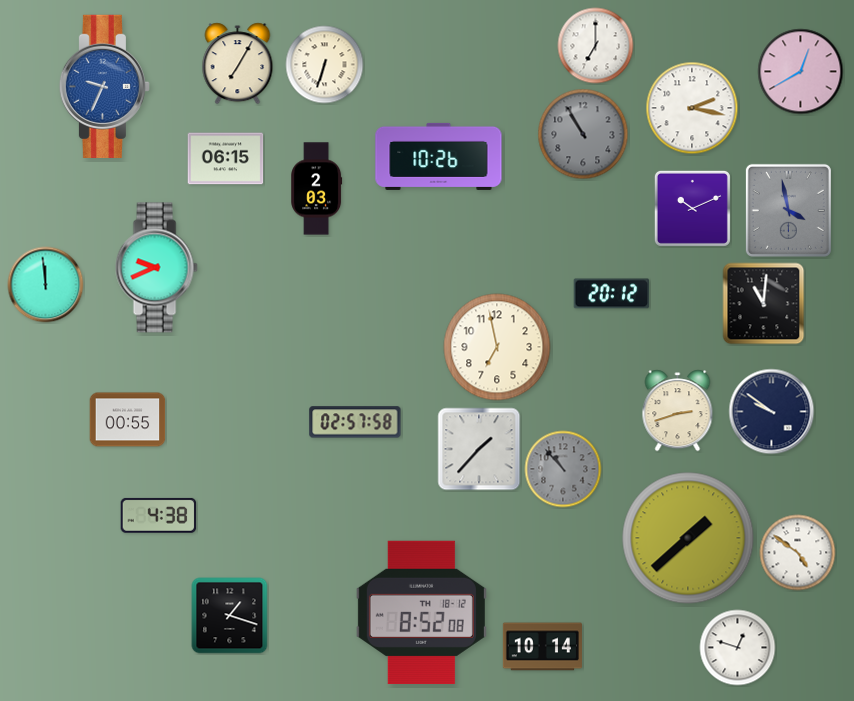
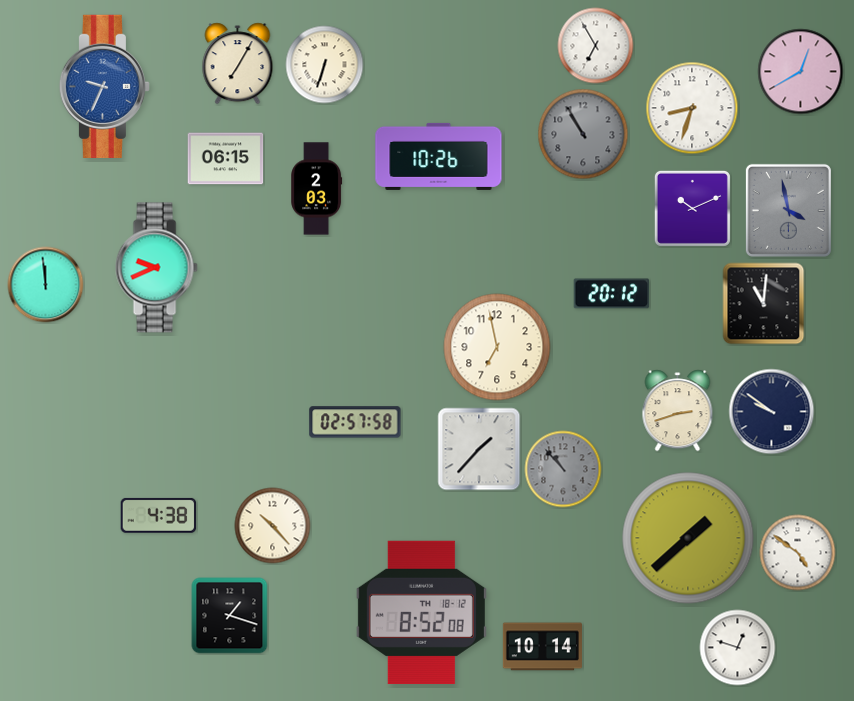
clock at (596, 46): 7:00 -> 6:55
clock at (692, 108): 2:17 -> 8:33
clock at (128, 420): 00:55 -> none
clock at (273, 526): none -> 10:23
